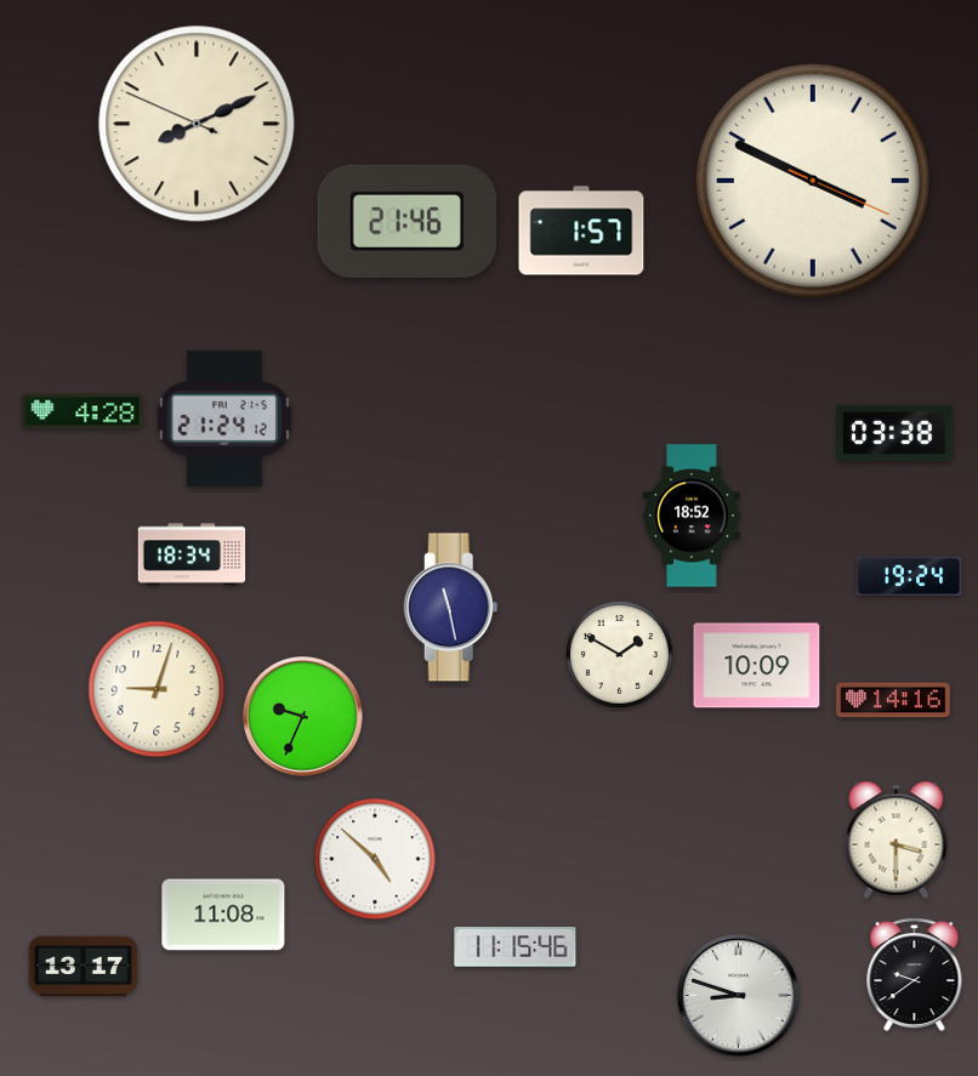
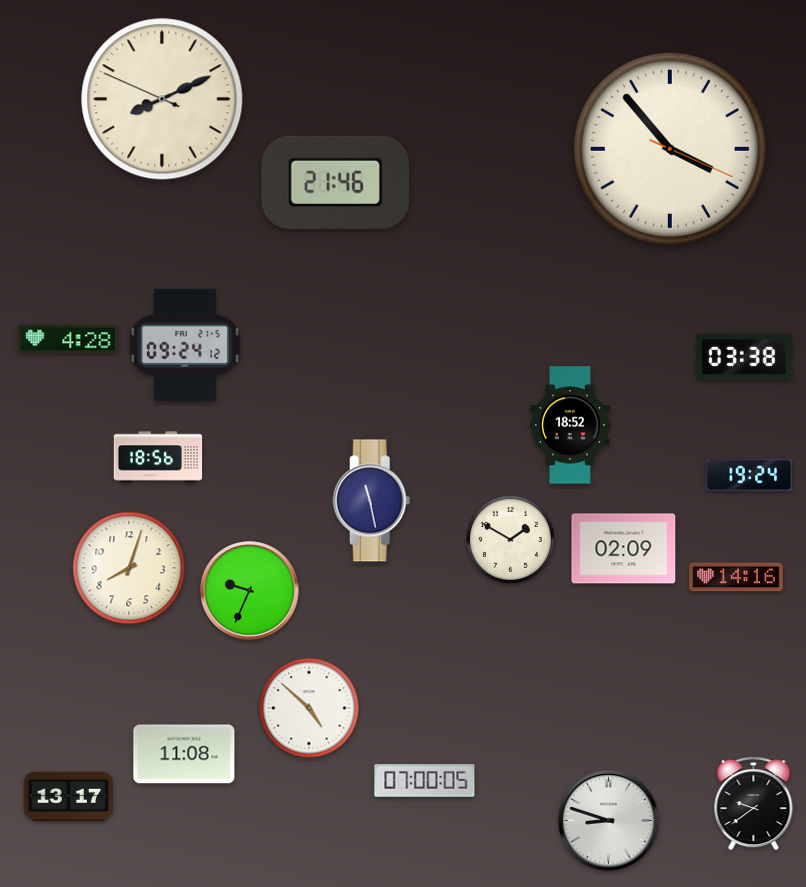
clock at (197, 124) position: (197, 124) -> (162, 99)
clock at (813, 181): 3:49 -> 3:53
clock at (581, 230): 1:57 -> none
clock at (224, 419): 21:24 -> 09:24
clock at (894, 432) position: (894, 432) -> (744, 356)
clock at (192, 554): 18:34 -> 18:56
clock at (757, 666): 10:09 -> 02:09
clock at (157, 689): 9:03 -> 8:03
clock at (897, 839): 3:30 -> none
clock at (516, 947): 11:15 -> 07:00
